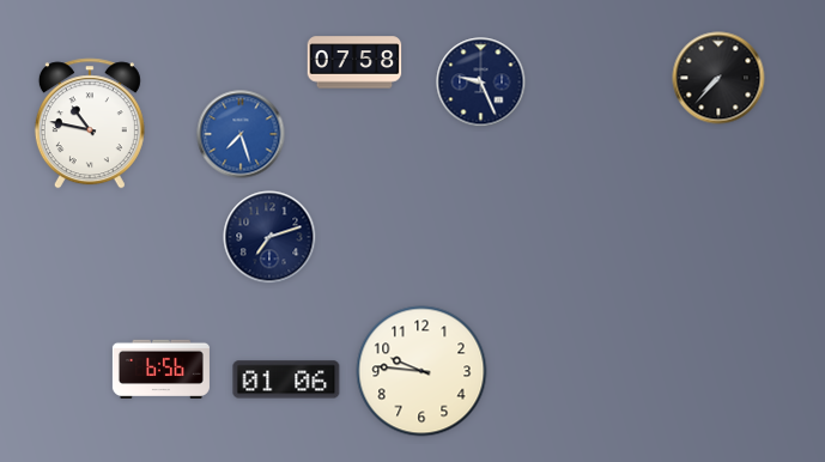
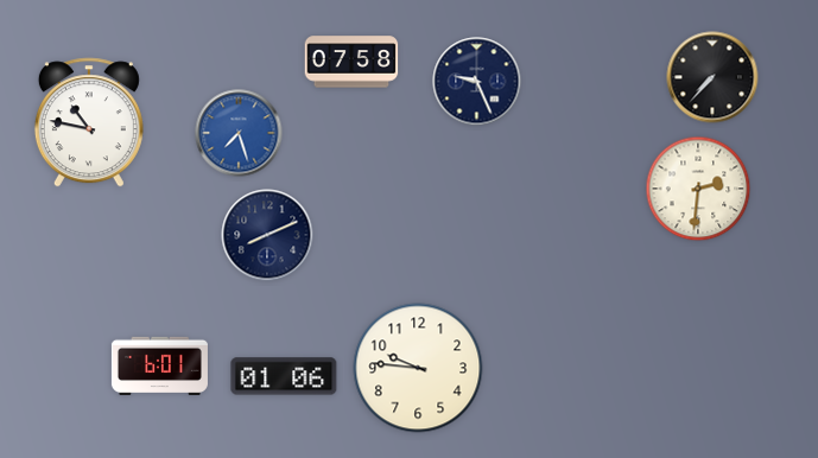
clock at (698, 189): none -> 2:31
clock at (269, 237): 7:12 -> 8:11
clock at (160, 369): 6:56 -> 6:01
